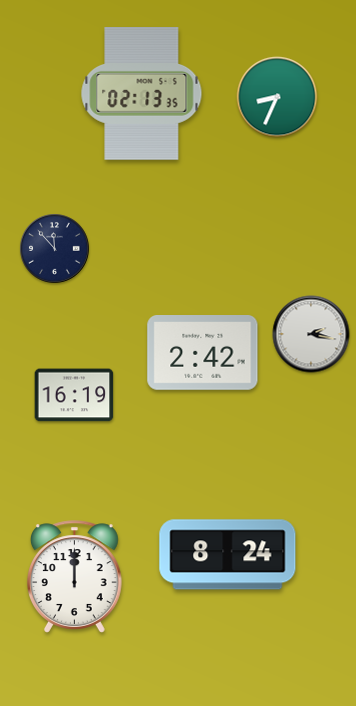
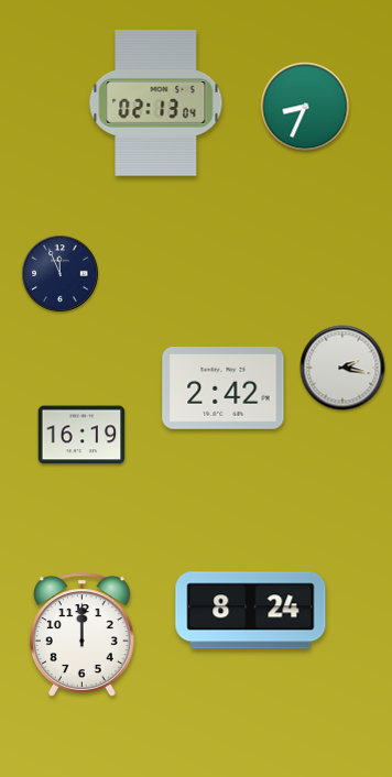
clock at (142, 94): 02:13:35 -> 02:13:04
clock at (55, 249): 11:53 -> 11:56
